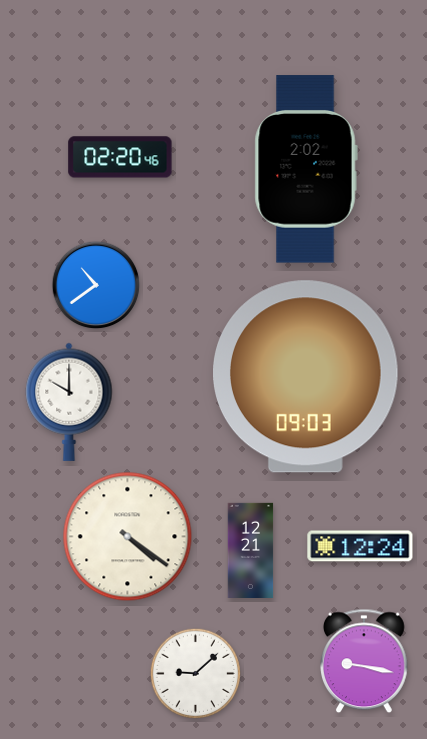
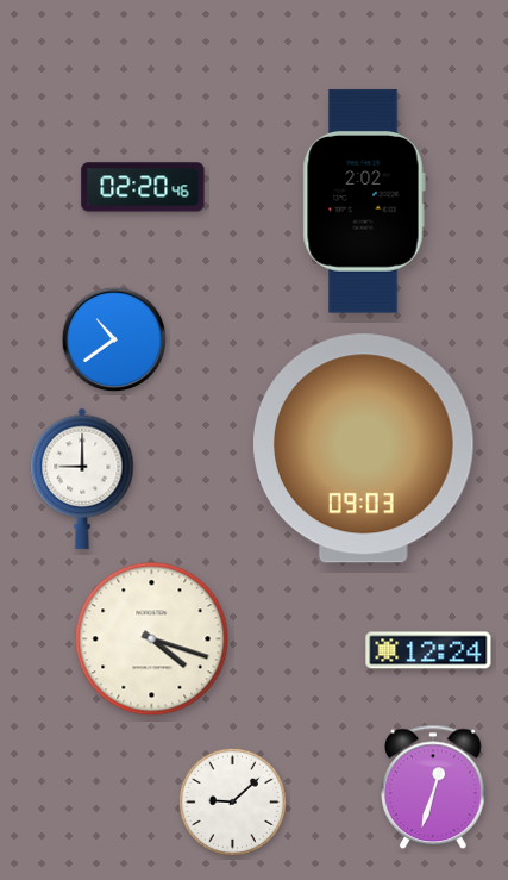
clock at (69, 402): 10:00 -> 9:00
clock at (128, 537): 4:21 -> 4:18
clock at (251, 550): 12:21 -> none
clock at (365, 661): 9:17 -> 12:33
